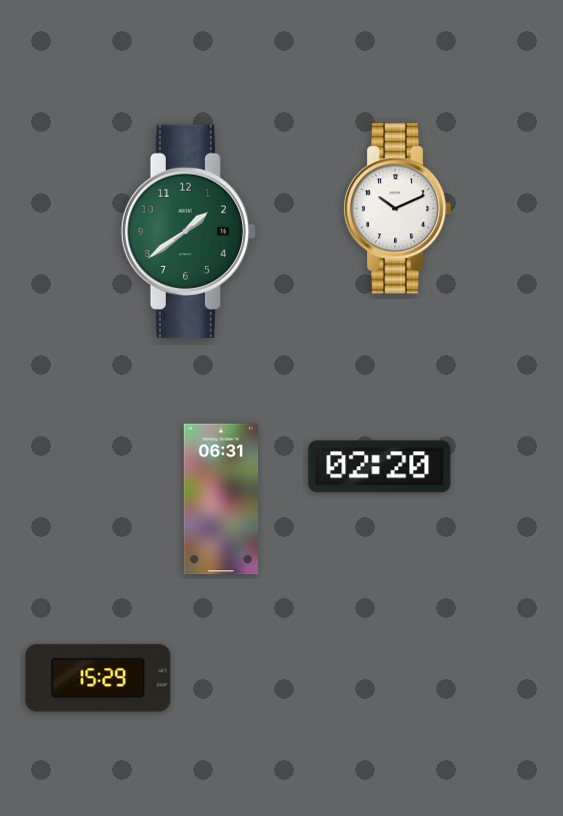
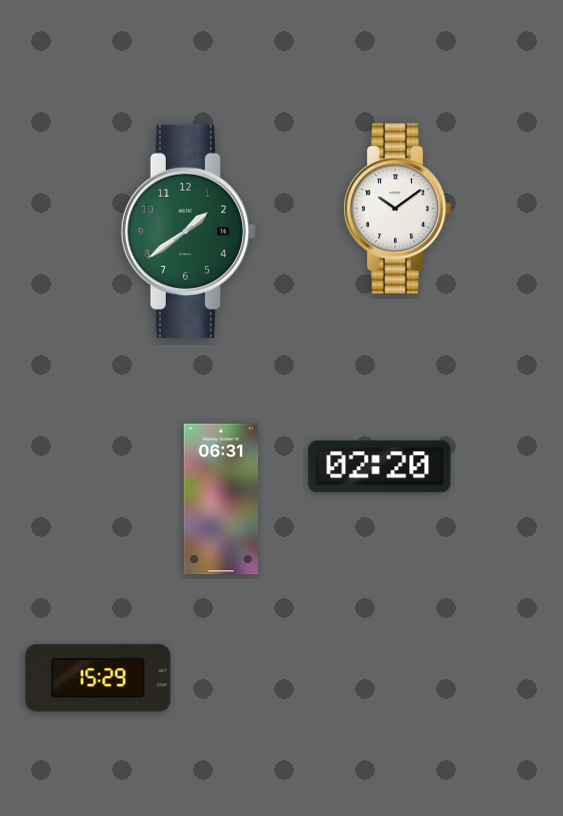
clock at (397, 209): 10:11 -> 10:09
